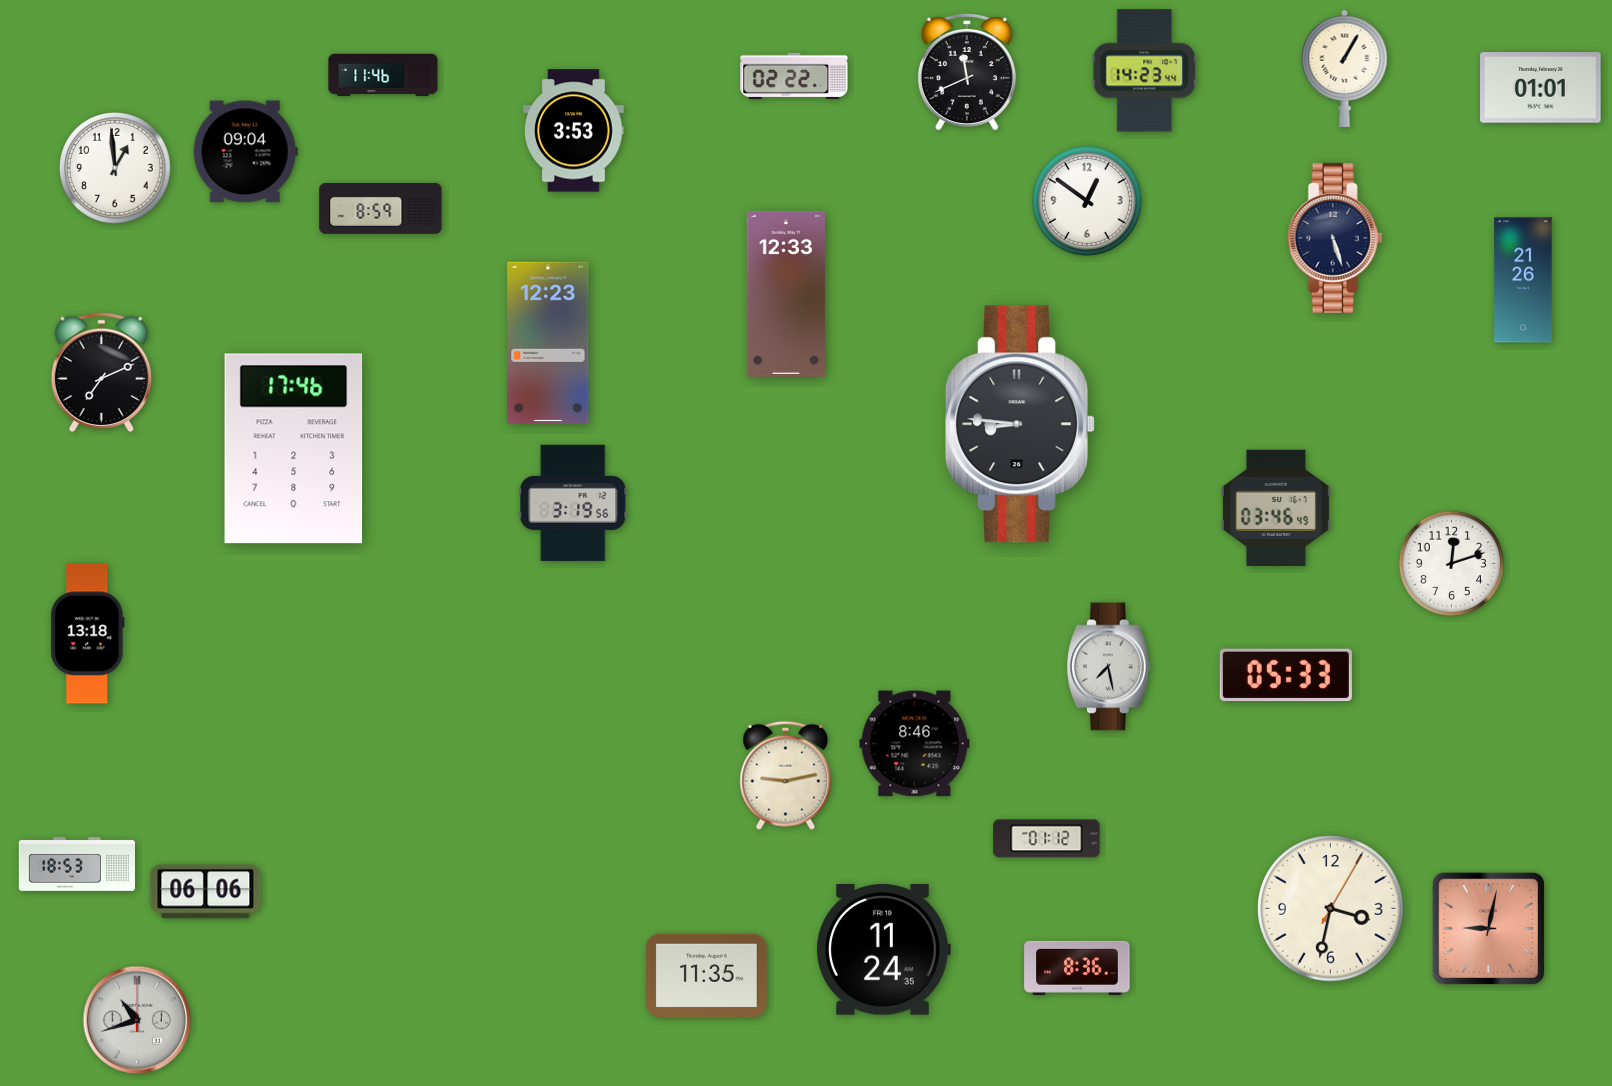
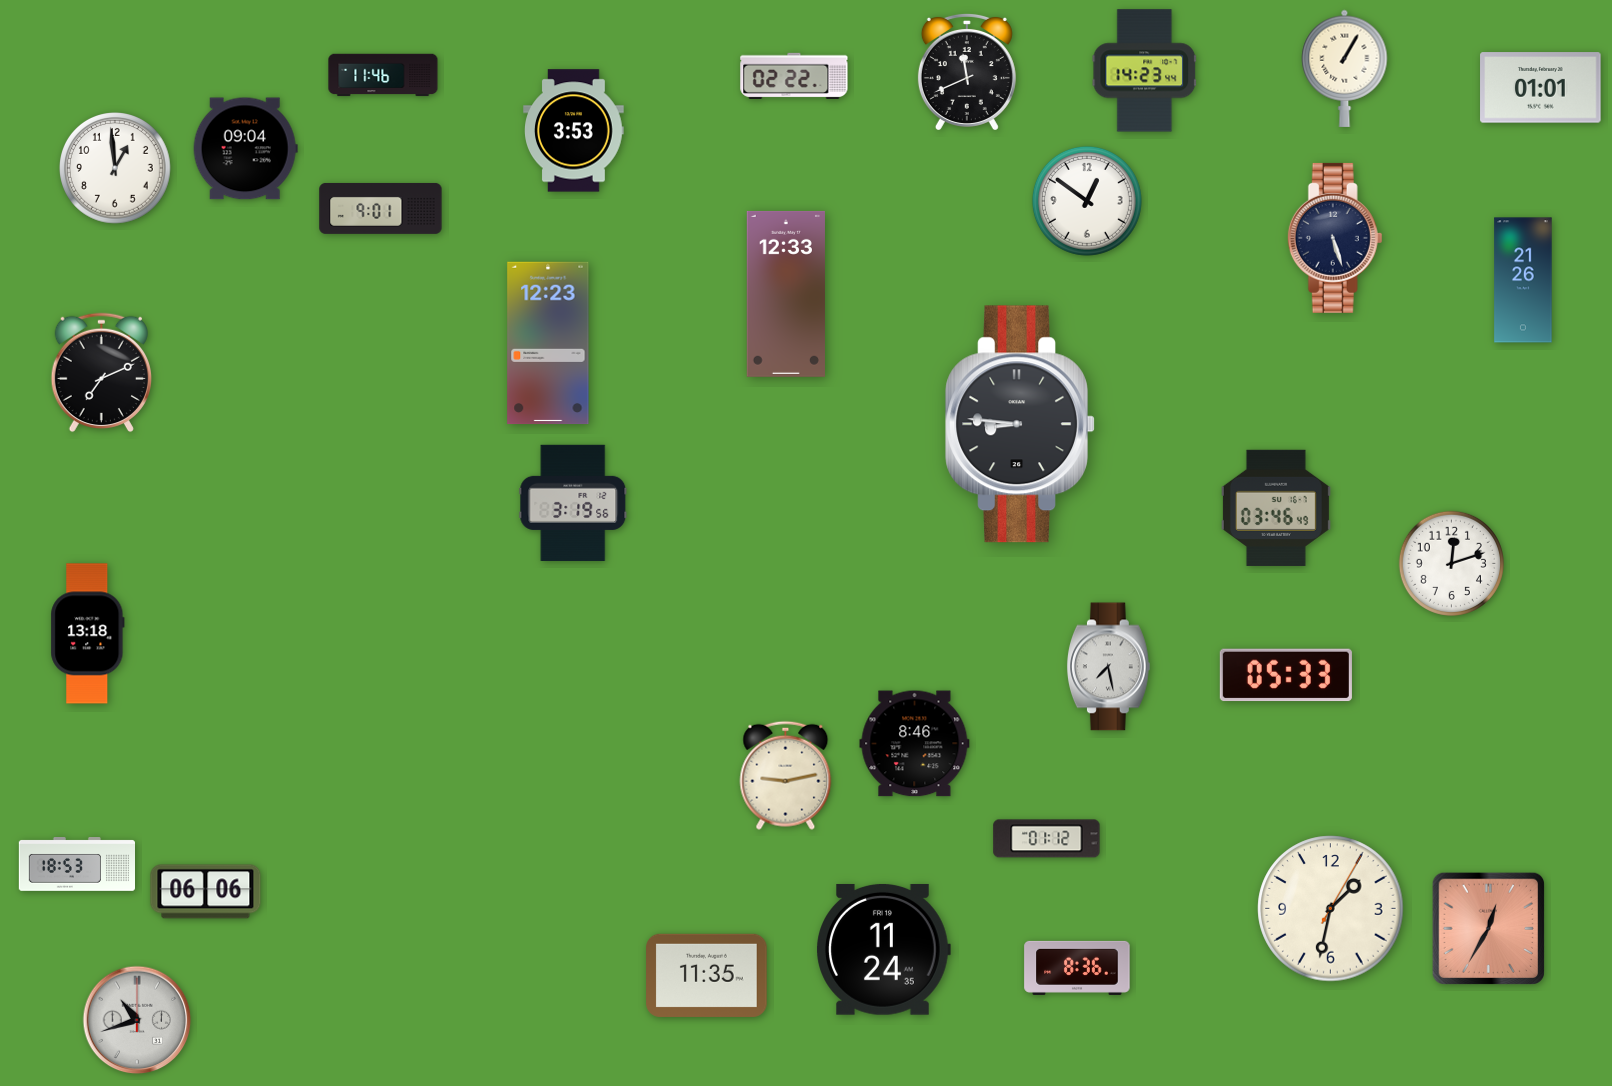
clock at (245, 152) position: (245, 152) -> (245, 149)
clock at (381, 208): 8:59 -> 9:01
clock at (294, 449): 17:46 -> none
clock at (1331, 909): 3:32 -> 1:32
clock at (1488, 928): 9:02 -> 12:35
